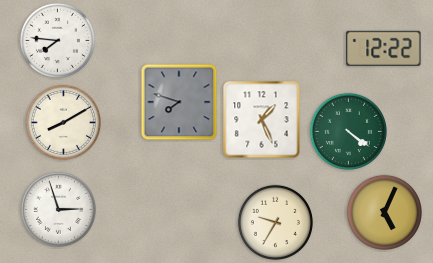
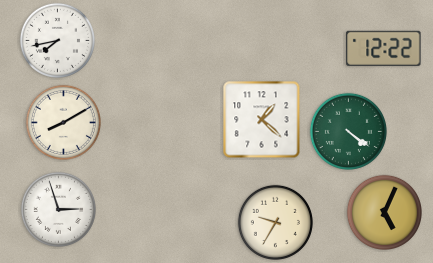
clock at (57, 40): 7:46 -> 7:43
clock at (179, 102): 7:48 -> none
clock at (262, 120): 1:26 -> 1:22
